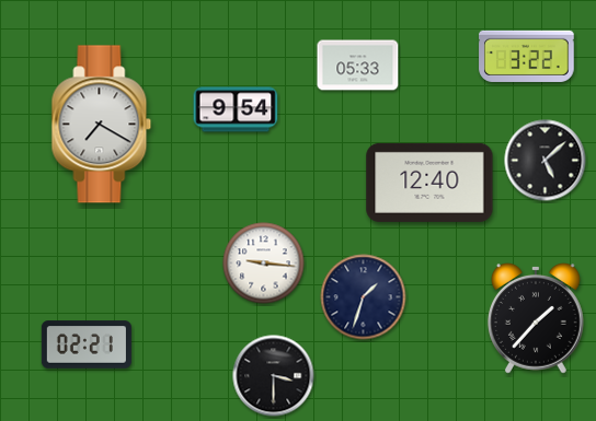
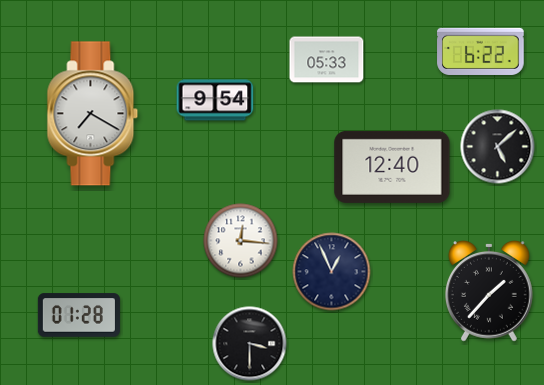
clock at (527, 56): 3:22 -> 6:22
clock at (264, 264): 9:16 -> 12:16
clock at (364, 297): 1:33 -> 12:56
clock at (87, 344): 02:21 -> 01:28
